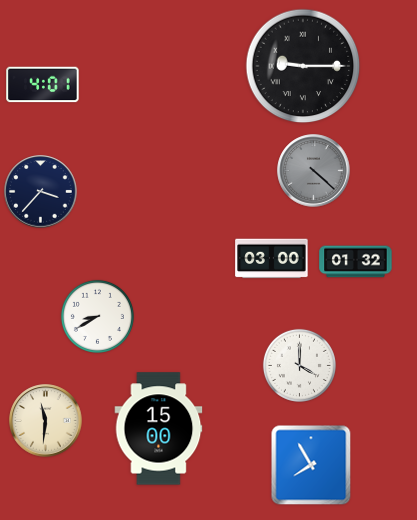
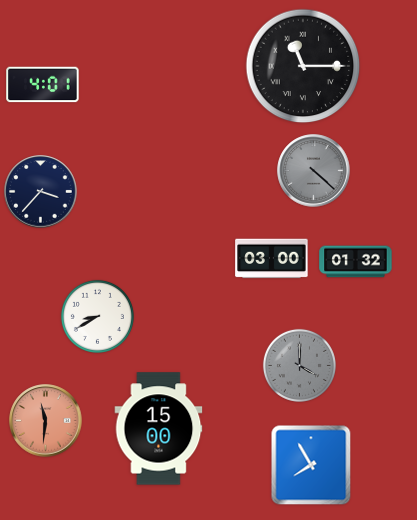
clock at (303, 66): 9:15 -> 11:15
clock at (299, 365) dial: white -> grey
clock at (46, 421) dial: cream -> salmon
